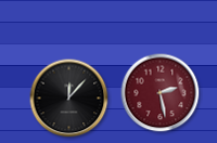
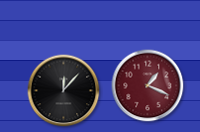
clock at (161, 93): 2:28 -> 1:19
